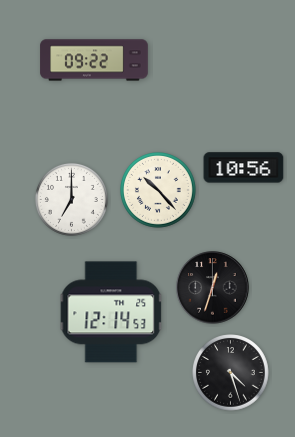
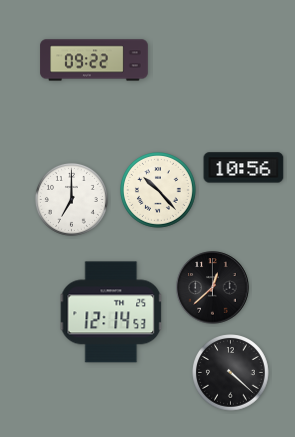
clock at (213, 288): 12:33 -> 12:38
clock at (231, 373): 4:27 -> 4:22
